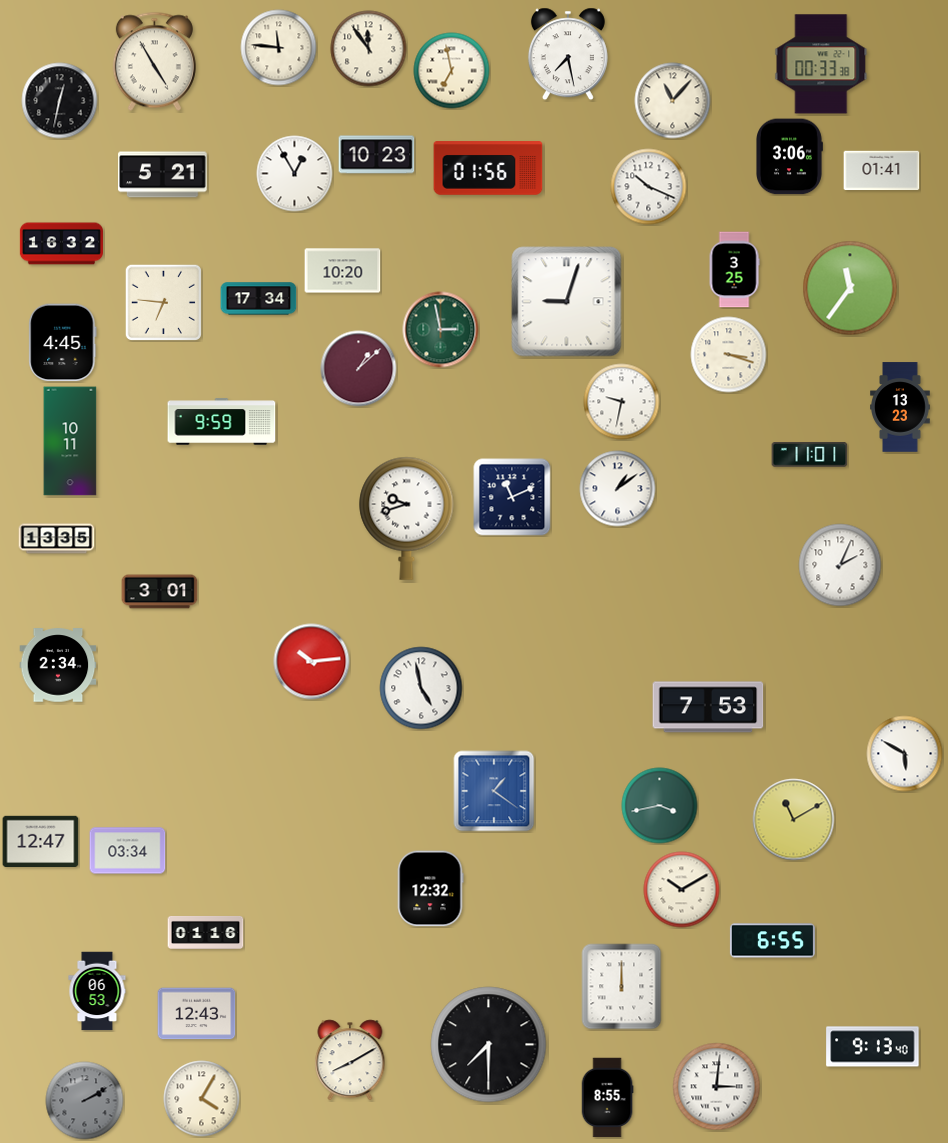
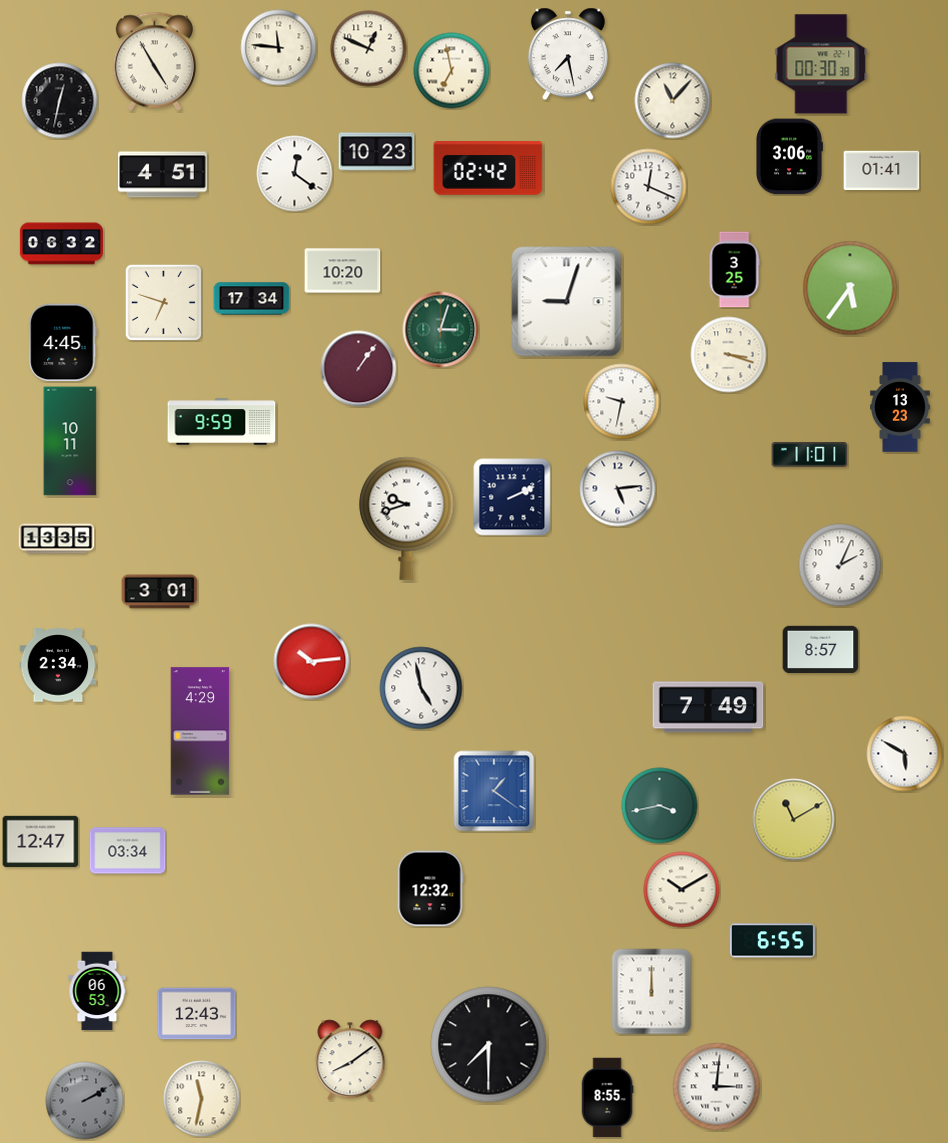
clock at (369, 49): 11:54 -> 12:49
clock at (821, 64): 00:33 -> 00:30
clock at (377, 155) position: (377, 155) -> (377, 152)
clock at (488, 168): 01:56 -> 02:42
clock at (295, 174): 12:55 -> 12:21
clock at (163, 175): 5:21 -> 4:51
clock at (649, 187): 10:19 -> 12:19
clock at (61, 244): 16:32 -> 06:32
clock at (850, 288): 11:36 -> 5:36
clock at (259, 299) position: (259, 299) -> (252, 299)
clock at (163, 302): 6:46 -> 6:48
clock at (441, 330): 2:58 -> 3:03
clock at (359, 369): 1:08 -> 1:06
clock at (618, 489): 1:09 -> 5:14
clock at (512, 497): 11:11 -> 2:11
clock at (821, 650): none -> 8:57
clock at (708, 707): 7:53 -> 7:49
clock at (200, 731): none -> 4:29
clock at (206, 932): 01:16 -> none
clock at (622, 987) position: (622, 987) -> (652, 992)
clock at (873, 1047): 9:13 -> none
clock at (350, 1060): 8:10 -> 8:09
clock at (202, 1099): 4:05 -> 11:32
